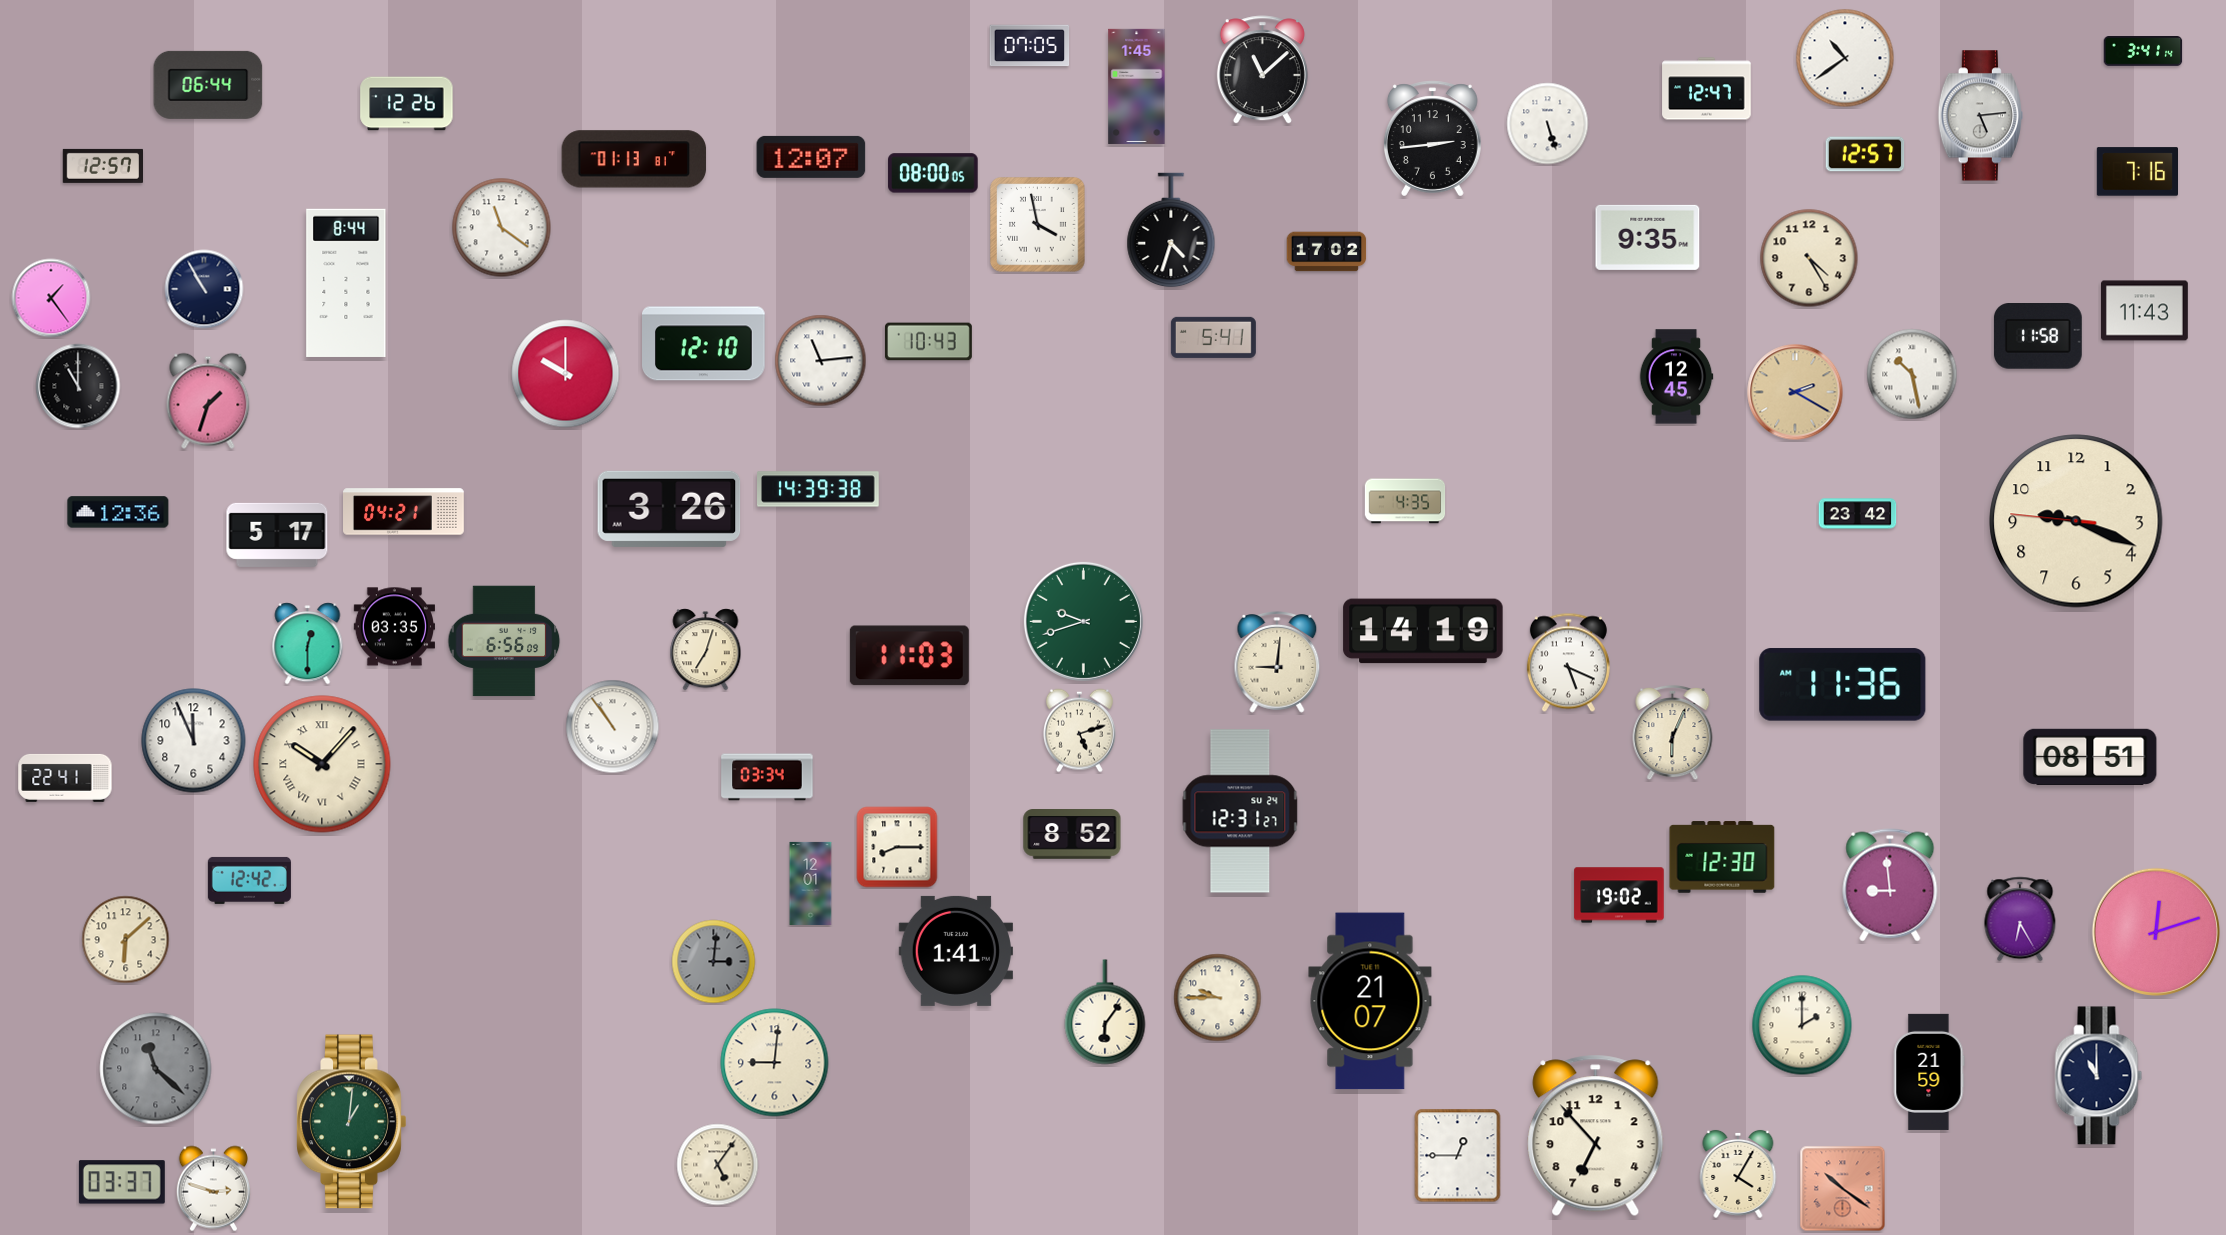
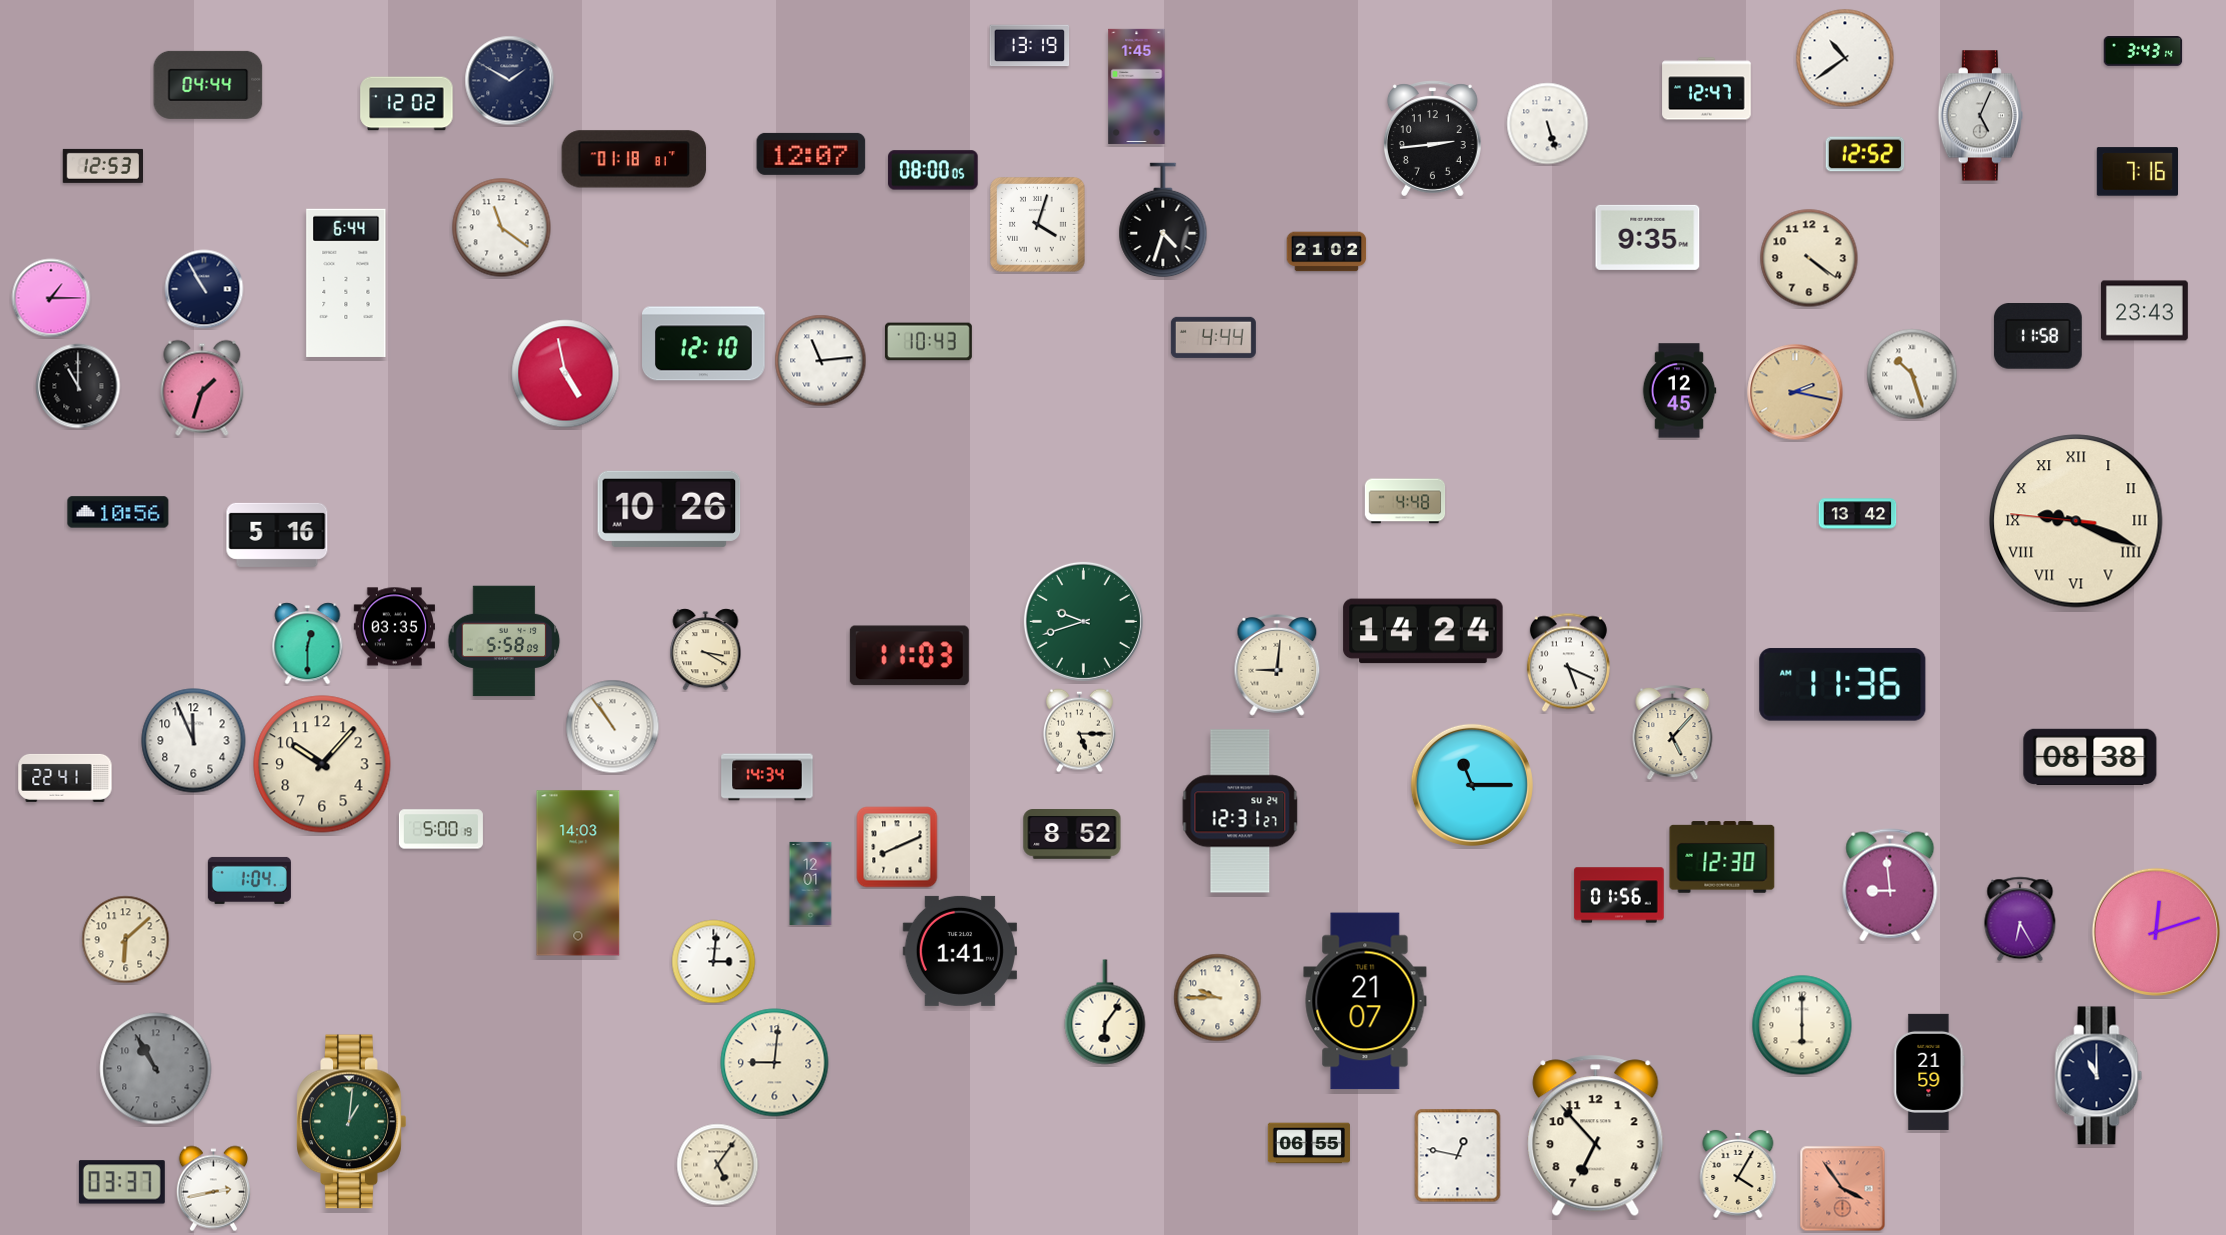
clock at (1030, 46): 07:05 -> 13:19
clock at (2143, 52): 3:41 -> 3:43
clock at (1262, 70): 11:08 -> none
clock at (510, 81): none -> 1:50
clock at (208, 85): 06:44 -> 04:44
clock at (407, 104): 12:26 -> 12:02
clock at (1980, 116): 5:14 -> 5:04
clock at (1865, 154): 12:57 -> 12:52
clock at (811, 157) position: (811, 157) -> (811, 154)
clock at (634, 159): 01:13 -> 01:18
clock at (102, 166): 12:57 -> 12:53
clock at (933, 173) position: (933, 173) -> (933, 170)
clock at (1038, 225): 3:58 -> 4:03
clock at (1171, 230) position: (1171, 230) -> (1163, 220)
clock at (1327, 252): 17:02 -> 21:02
clock at (1809, 258): 4:25 -> 4:21
clock at (346, 283): 8:44 -> 6:44
clock at (51, 298): 1:24 -> 1:15
clock at (2145, 311): 11:43 -> 23:43
clock at (1213, 337): 5:41 -> 4:44
clock at (566, 374): 10:00 -> 4:58
clock at (1912, 374): 10:28 -> 10:27
clock at (1676, 377) position: (1676, 377) -> (1679, 391)
clock at (1795, 392): 2:20 -> 2:17
clock at (208, 401) position: (208, 401) -> (202, 388)
clock at (819, 489): 14:39 -> none
clock at (1405, 501): 4:35 -> 4:48
clock at (669, 509): 3:26 -> 10:26
clock at (118, 512): 12:36 -> 10:56
clock at (404, 512): 04:21 -> none
clock at (1858, 514): 23:42 -> 13:42
clock at (2076, 521) numerals: Arabic -> Roman
clock at (277, 535): 5:17 -> 5:16
clock at (1423, 631): 14:19 -> 14:24
clock at (504, 641): 6:56 -> 5:58
clock at (706, 650): 7:03 -> 3:20
clock at (1277, 663) position: (1277, 663) -> (1277, 666)
clock at (1079, 731): 5:12 -> 5:15
clock at (1673, 733): 6:04 -> 5:07
clock at (2090, 757): 08:51 -> 08:38
clock at (322, 764) numerals: Roman -> Arabic
clock at (767, 777): 03:34 -> 14:34
clock at (1472, 785): none -> 11:15
clock at (441, 829): none -> 5:00
clock at (897, 847): 8:15 -> 8:11
clock at (578, 873): none -> 14:03
clock at (249, 880): 12:42 -> 1:04
clock at (1619, 895): 19:02 -> 01:56
clock at (956, 951) position: (956, 951) -> (960, 951)
clock at (714, 962) dial: grey -> white
clock at (1370, 1001) position: (1370, 1001) -> (1365, 1001)
clock at (1802, 1025): 2:00 -> 6:00
clock at (156, 1069): 11:22 -> 10:55
clock at (1309, 1143): none -> 06:55
clock at (1458, 1156): 12:45 -> 12:47
clock at (213, 1189): 2:48 -> 2:43
clock at (1843, 1189): 10:21 -> 3:54
